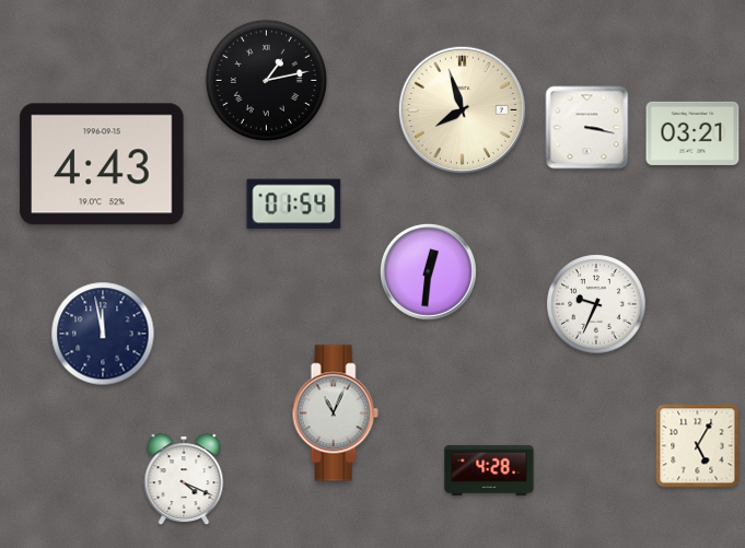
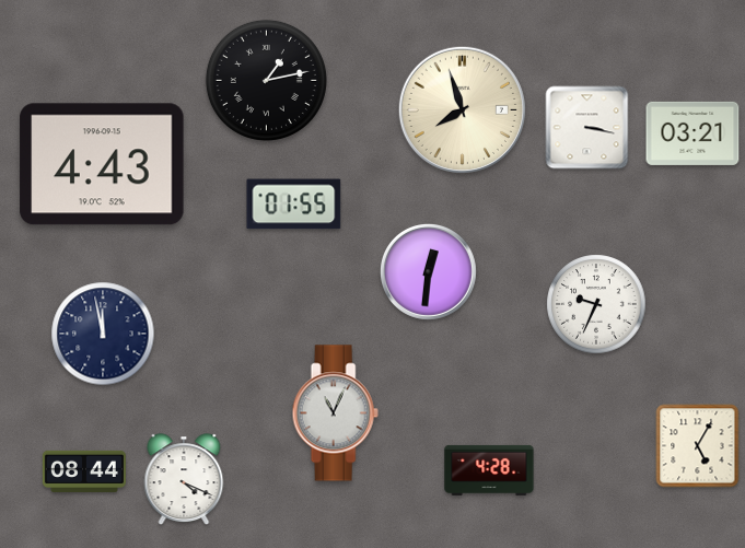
clock at (294, 205): 01:54 -> 01:55
clock at (84, 471): none -> 08:44
